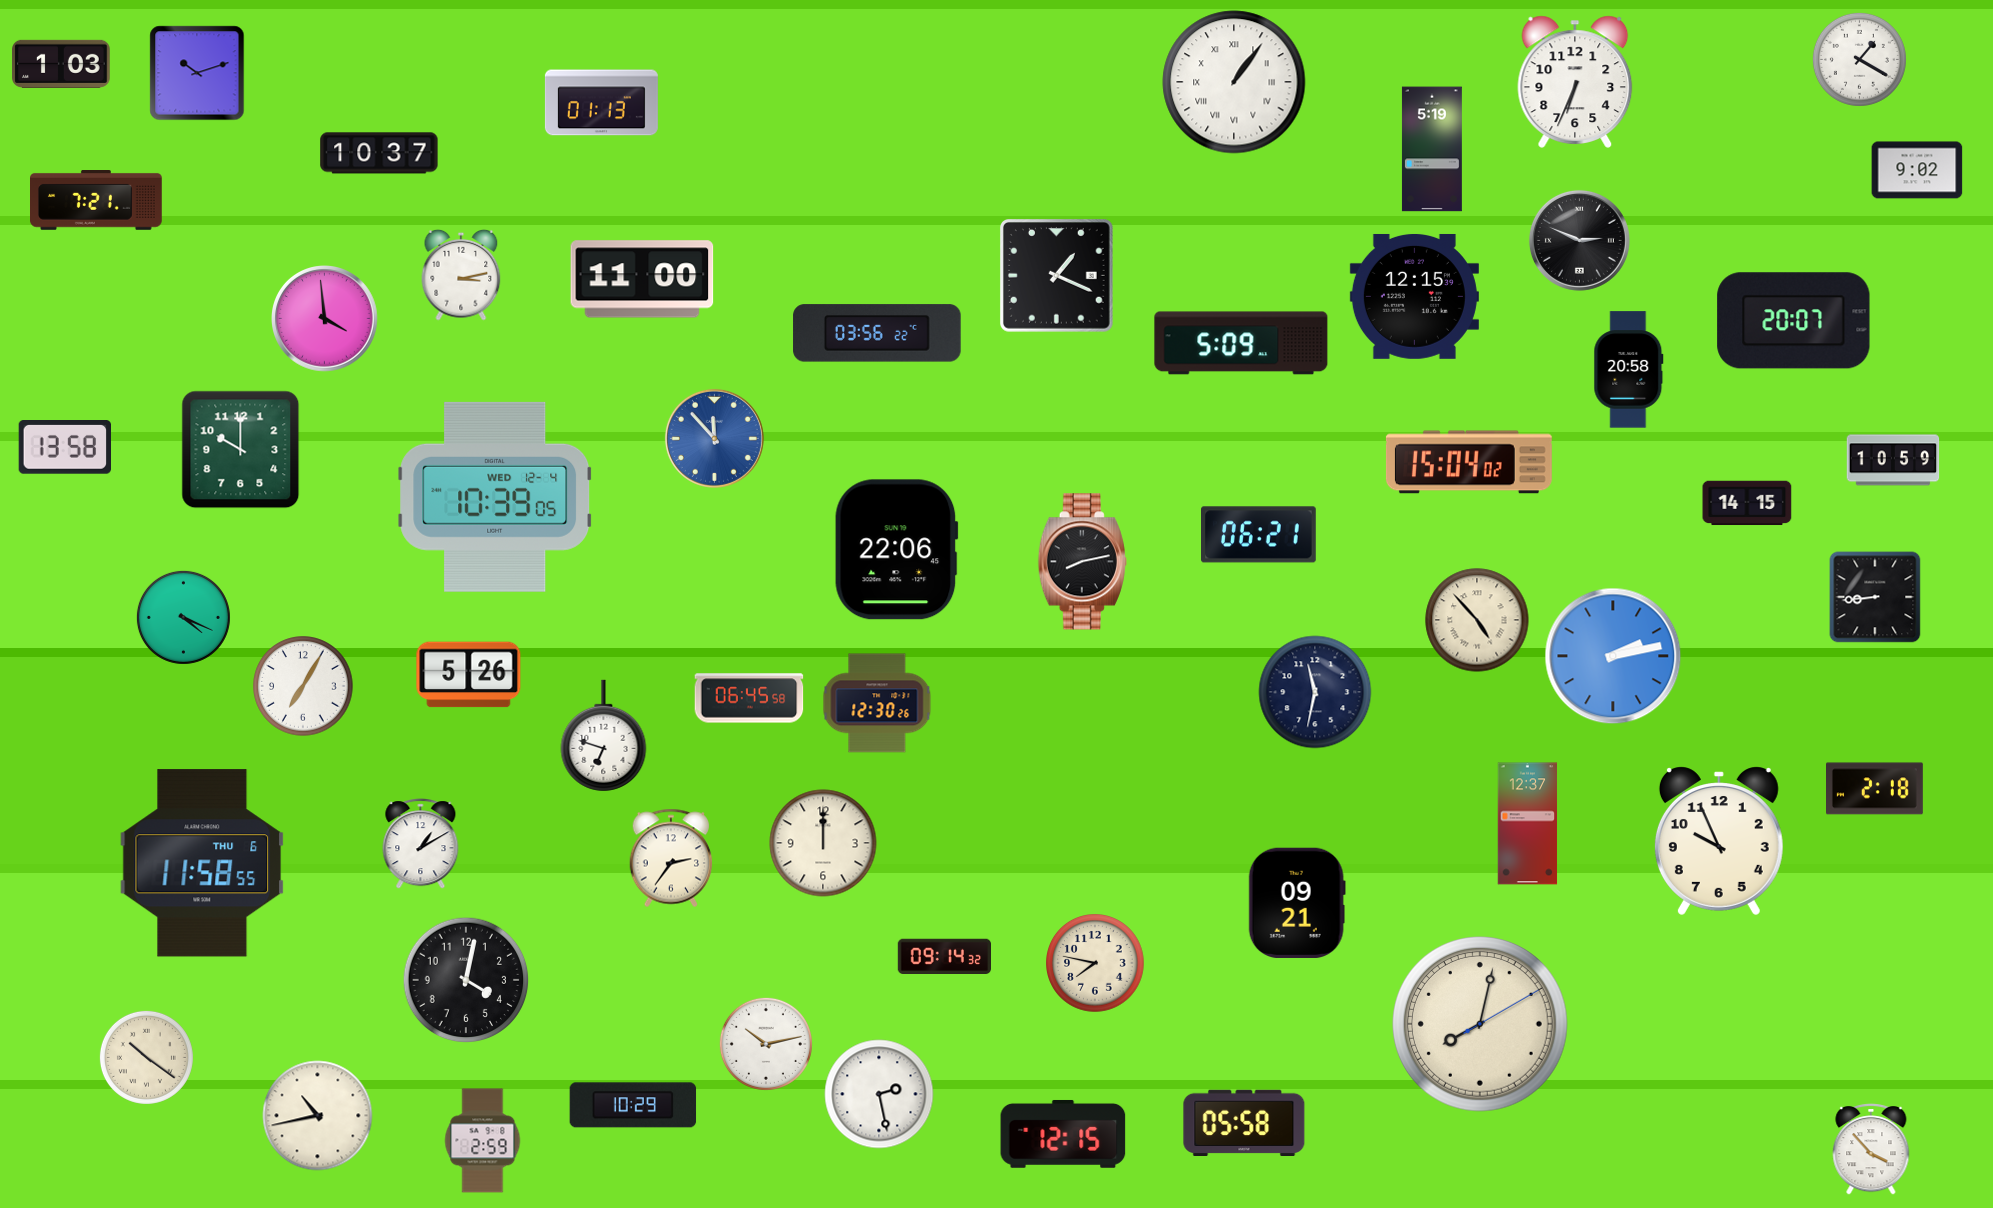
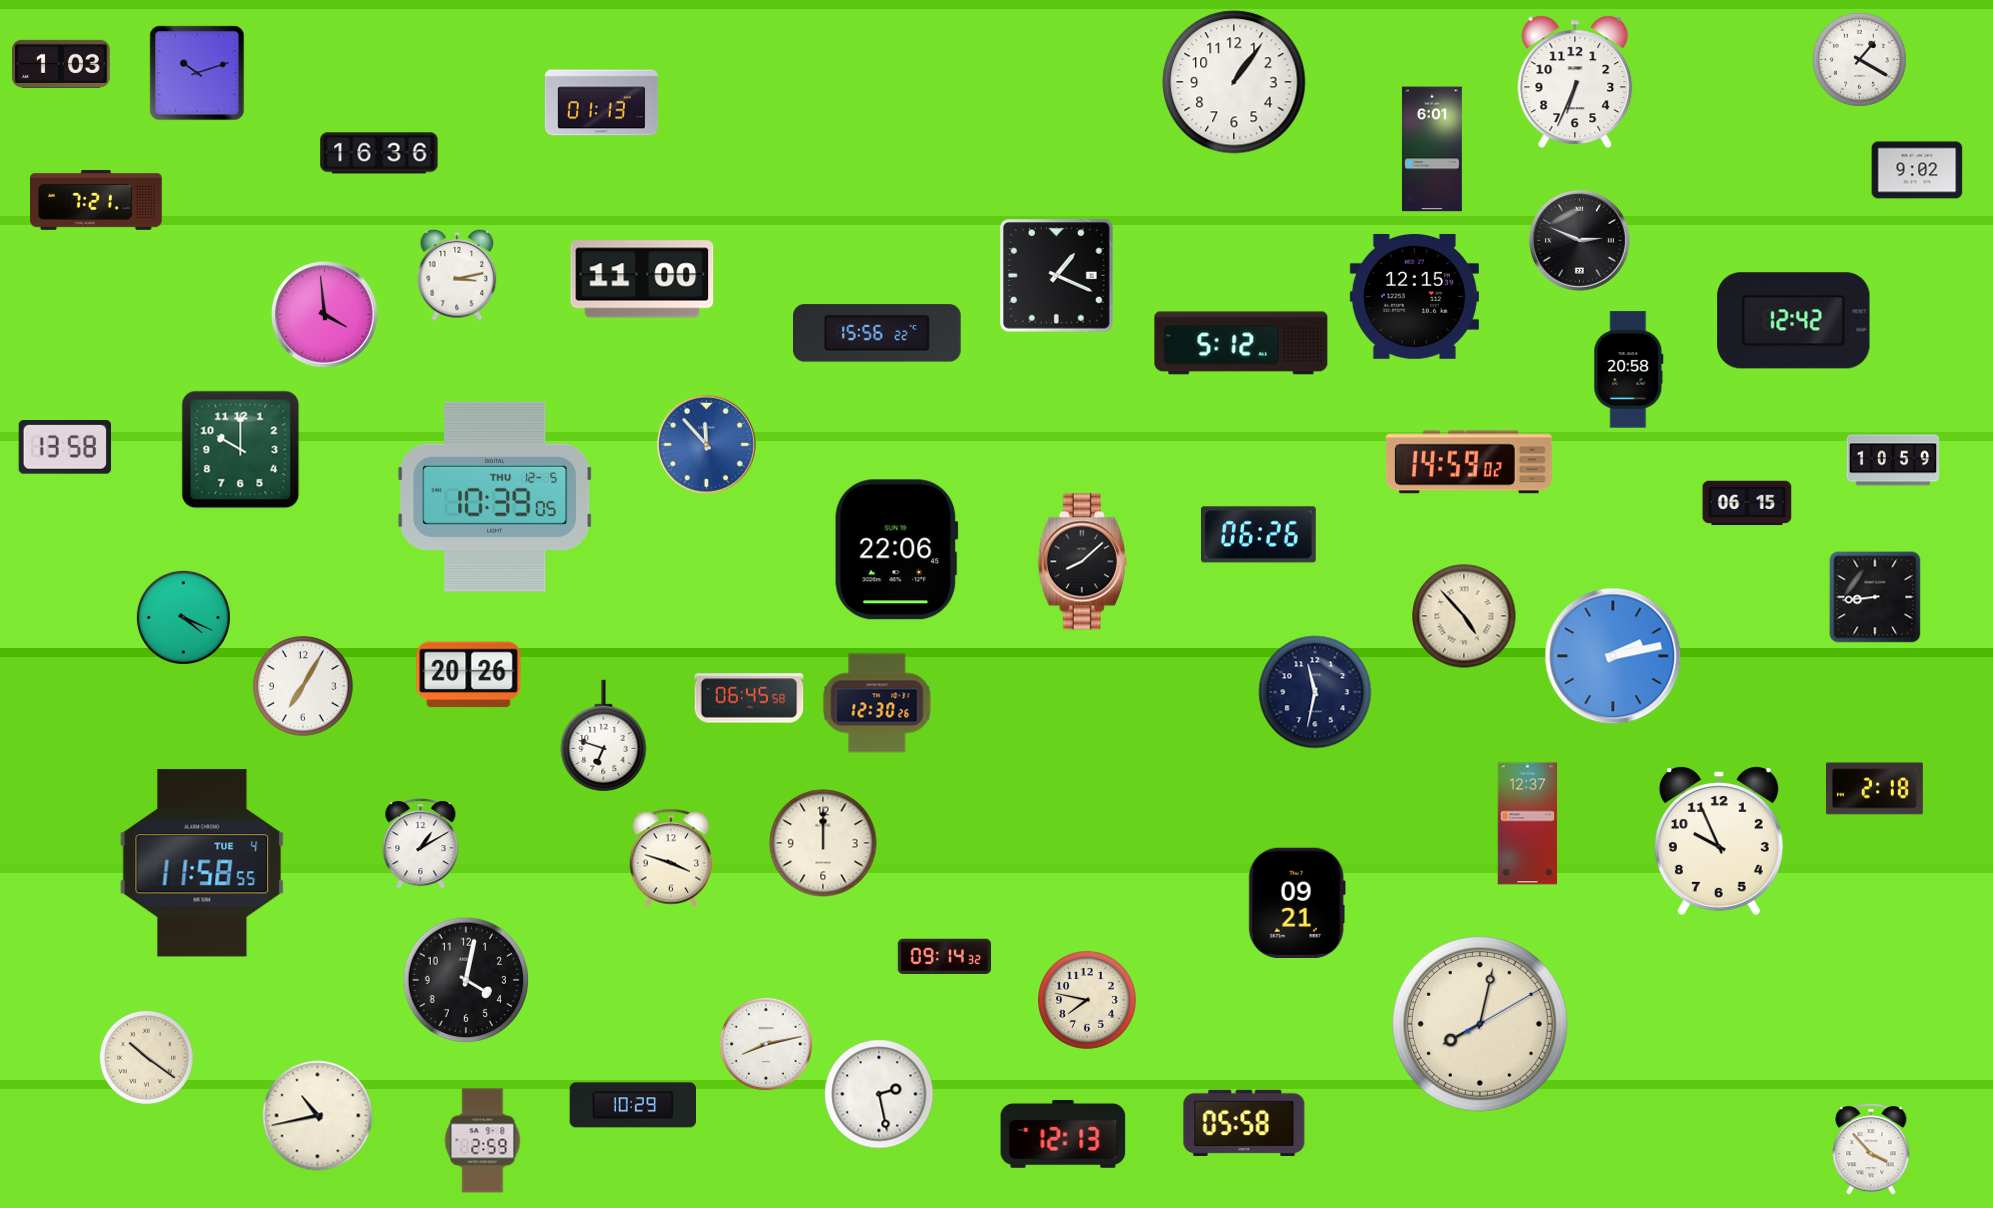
clock at (1234, 82) numerals: Roman -> Arabic
clock at (1432, 149): 5:19 -> 6:01
clock at (379, 153): 10:37 -> 16:36
clock at (461, 275) position: (461, 275) -> (457, 275)
clock at (325, 319) position: (325, 319) -> (325, 315)
clock at (1794, 321): 20:07 -> 12:42
clock at (877, 333): 03:56 -> 15:56
clock at (1241, 343): 5:09 -> 5:12
clock at (714, 438) position: (714, 438) -> (706, 444)
clock at (1469, 462): 15:04 -> 14:59
clock at (495, 497) date: WED 12-4 -> THU 12-5
clock at (1747, 503): 14:15 -> 06:15
clock at (1259, 535): 06:21 -> 06:26
clock at (1082, 562): 8:13 -> 8:08
clock at (1477, 620) position: (1477, 620) -> (1464, 616)
clock at (469, 675): 5:26 -> 20:26
clock at (671, 858): 2:36 -> 3:48
clock at (202, 863) date: THU 6 -> TUE 4
clock at (1096, 964) position: (1096, 964) -> (1088, 1001)
clock at (766, 1044): 10:13 -> 8:13
clock at (1063, 1134): 12:15 -> 12:13
